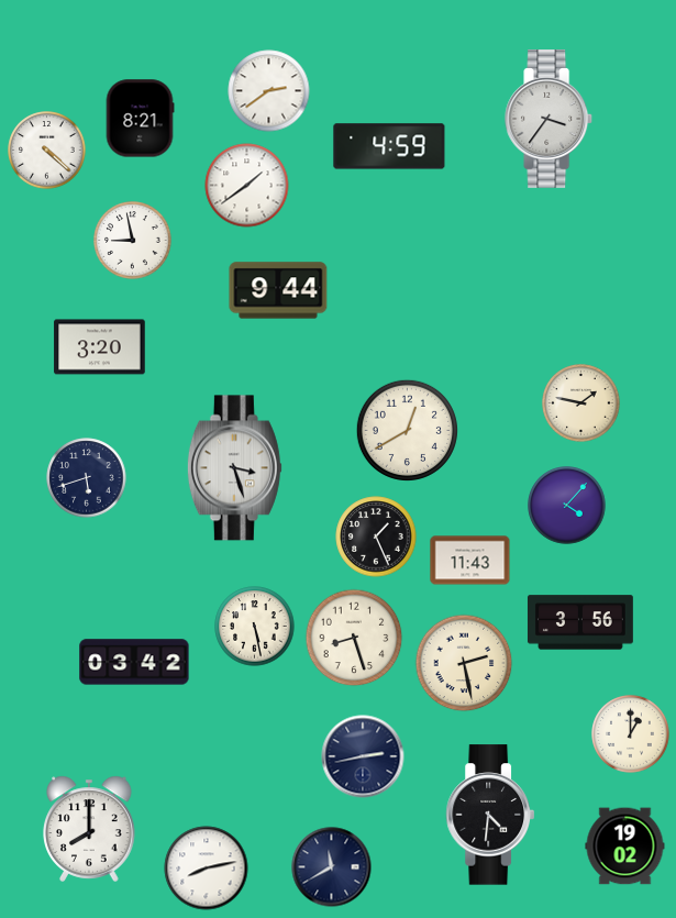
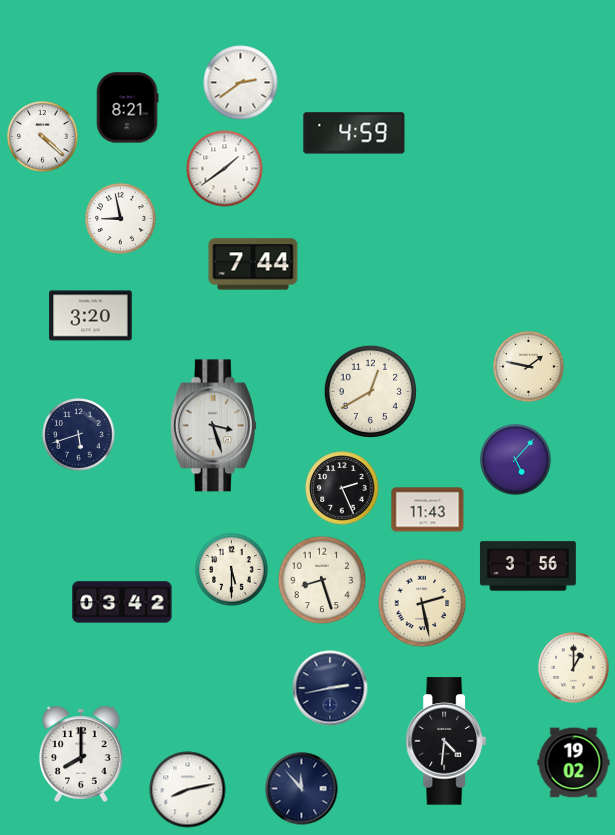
clock at (269, 91) position: (269, 91) -> (241, 83)
clock at (550, 120): 3:36 -> none
clock at (278, 290): 9:44 -> 7:44
clock at (567, 506): 4:07 -> 5:07
clock at (376, 537): 1:26 -> 2:26
clock at (255, 627): 5:28 -> 5:30
clock at (625, 847) position: (625, 847) -> (574, 763)
clock at (332, 867): 11:40 -> 11:53
